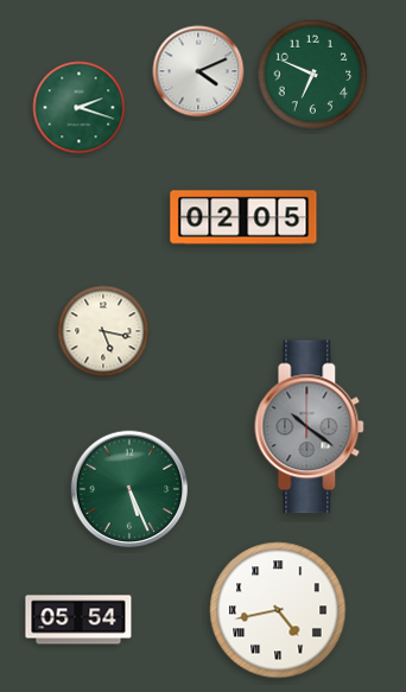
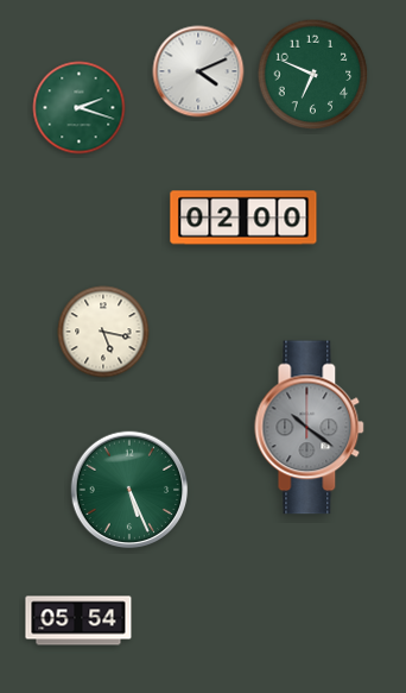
clock at (243, 217): 02:05 -> 02:00
clock at (278, 610): 4:43 -> none
